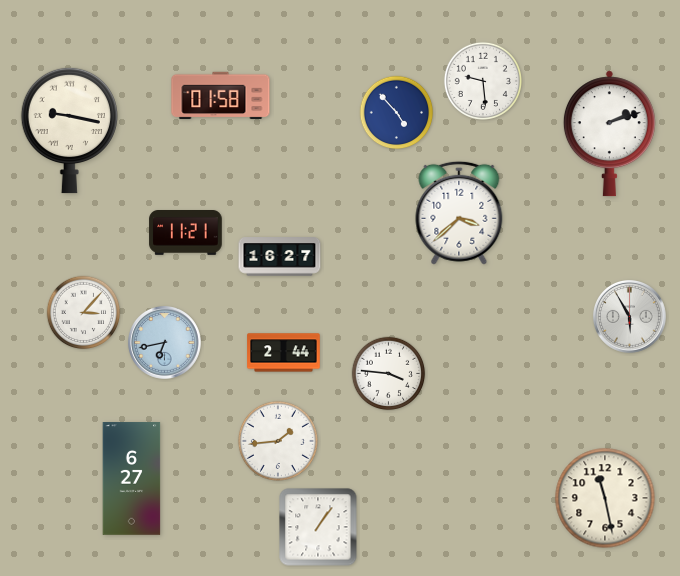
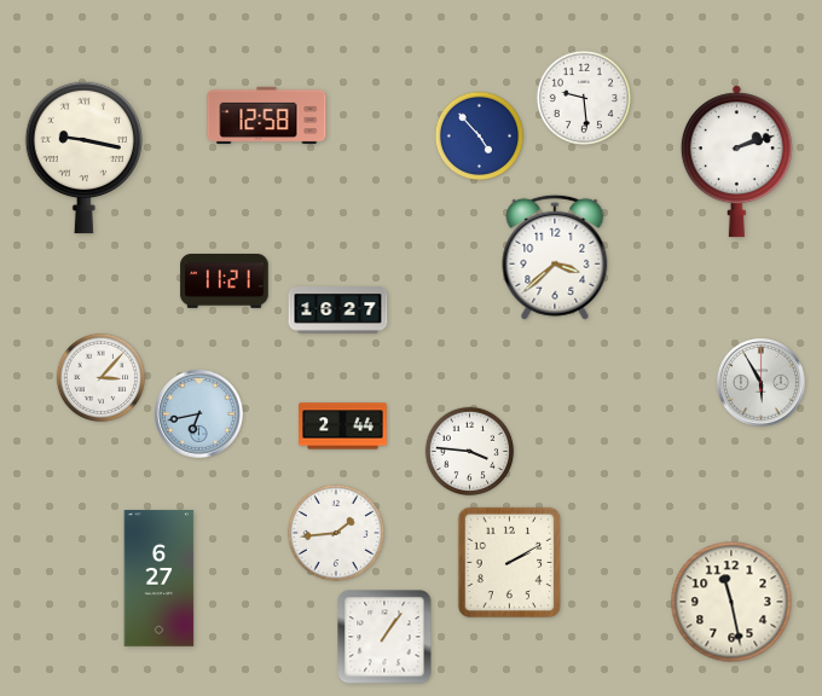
clock at (221, 96): 01:58 -> 12:58
clock at (510, 563): none -> 2:10
